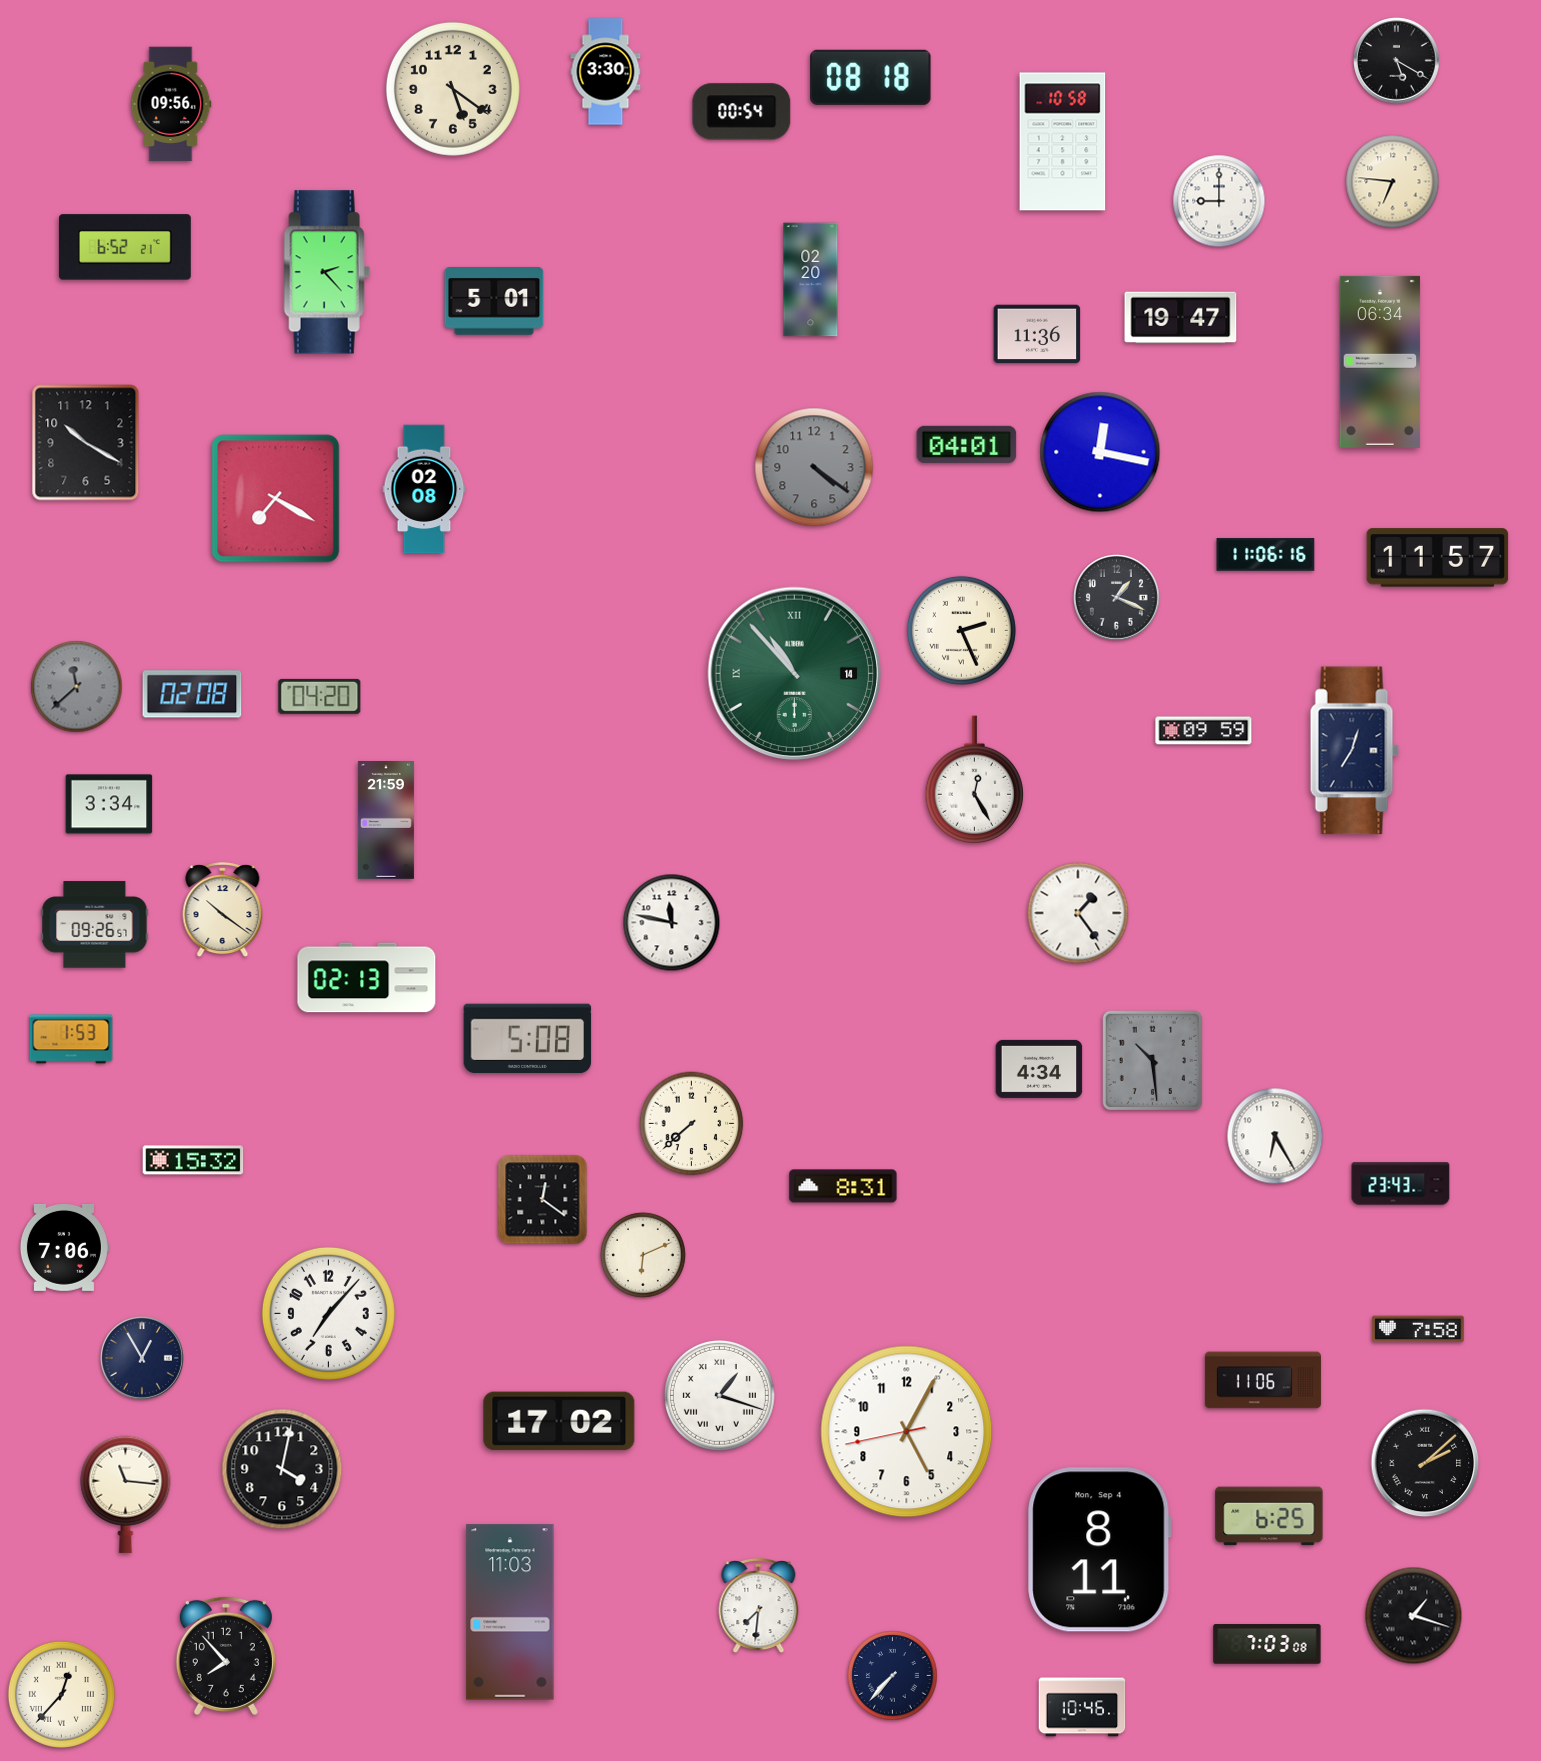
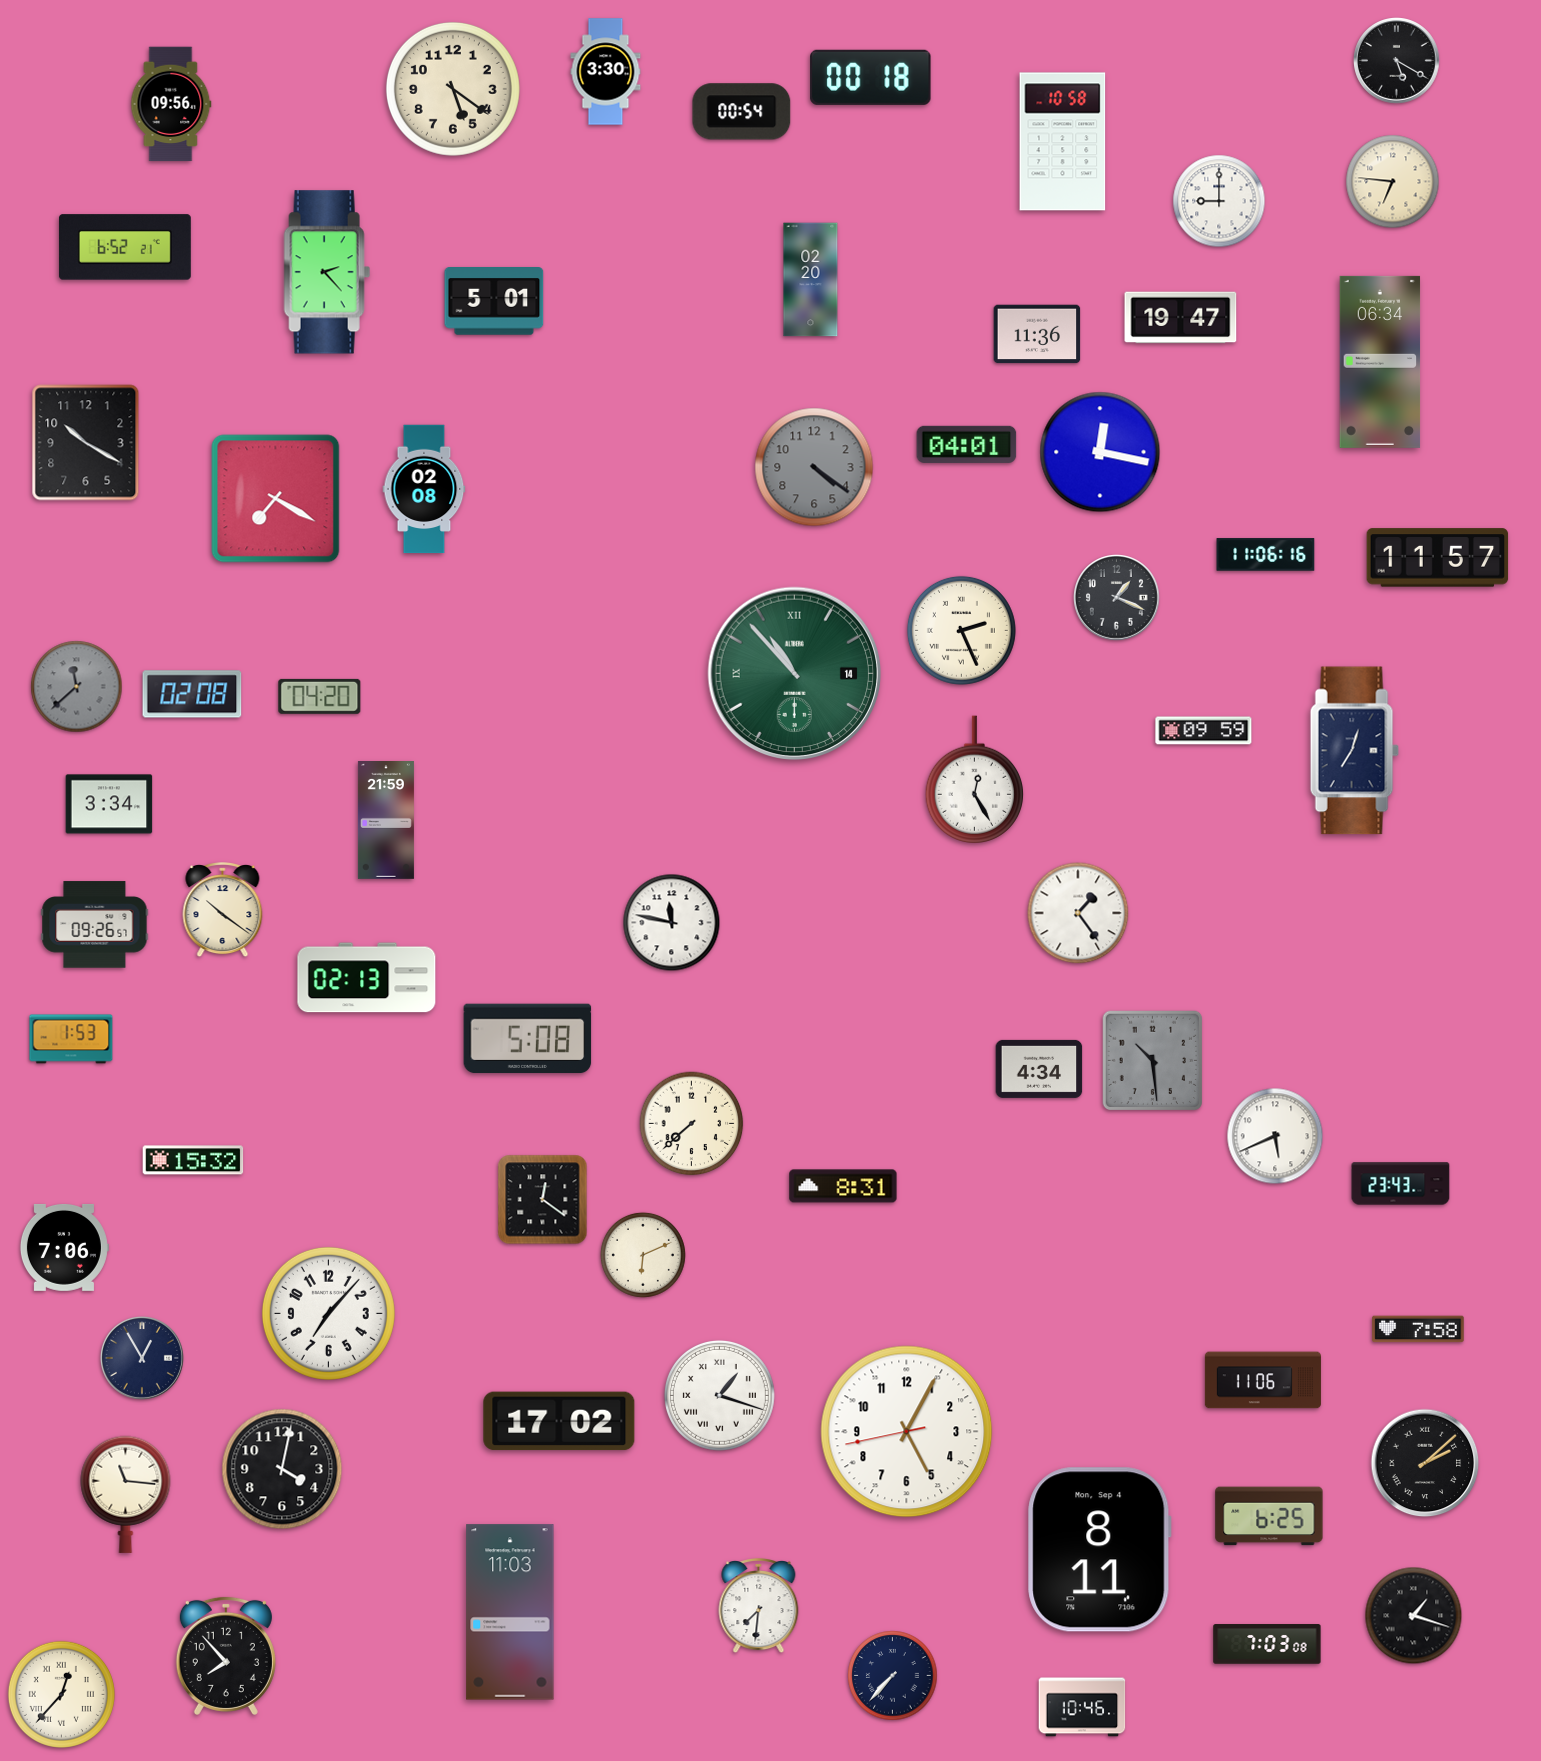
clock at (871, 77): 08:18 -> 00:18
clock at (1275, 1136): 6:25 -> 5:41
